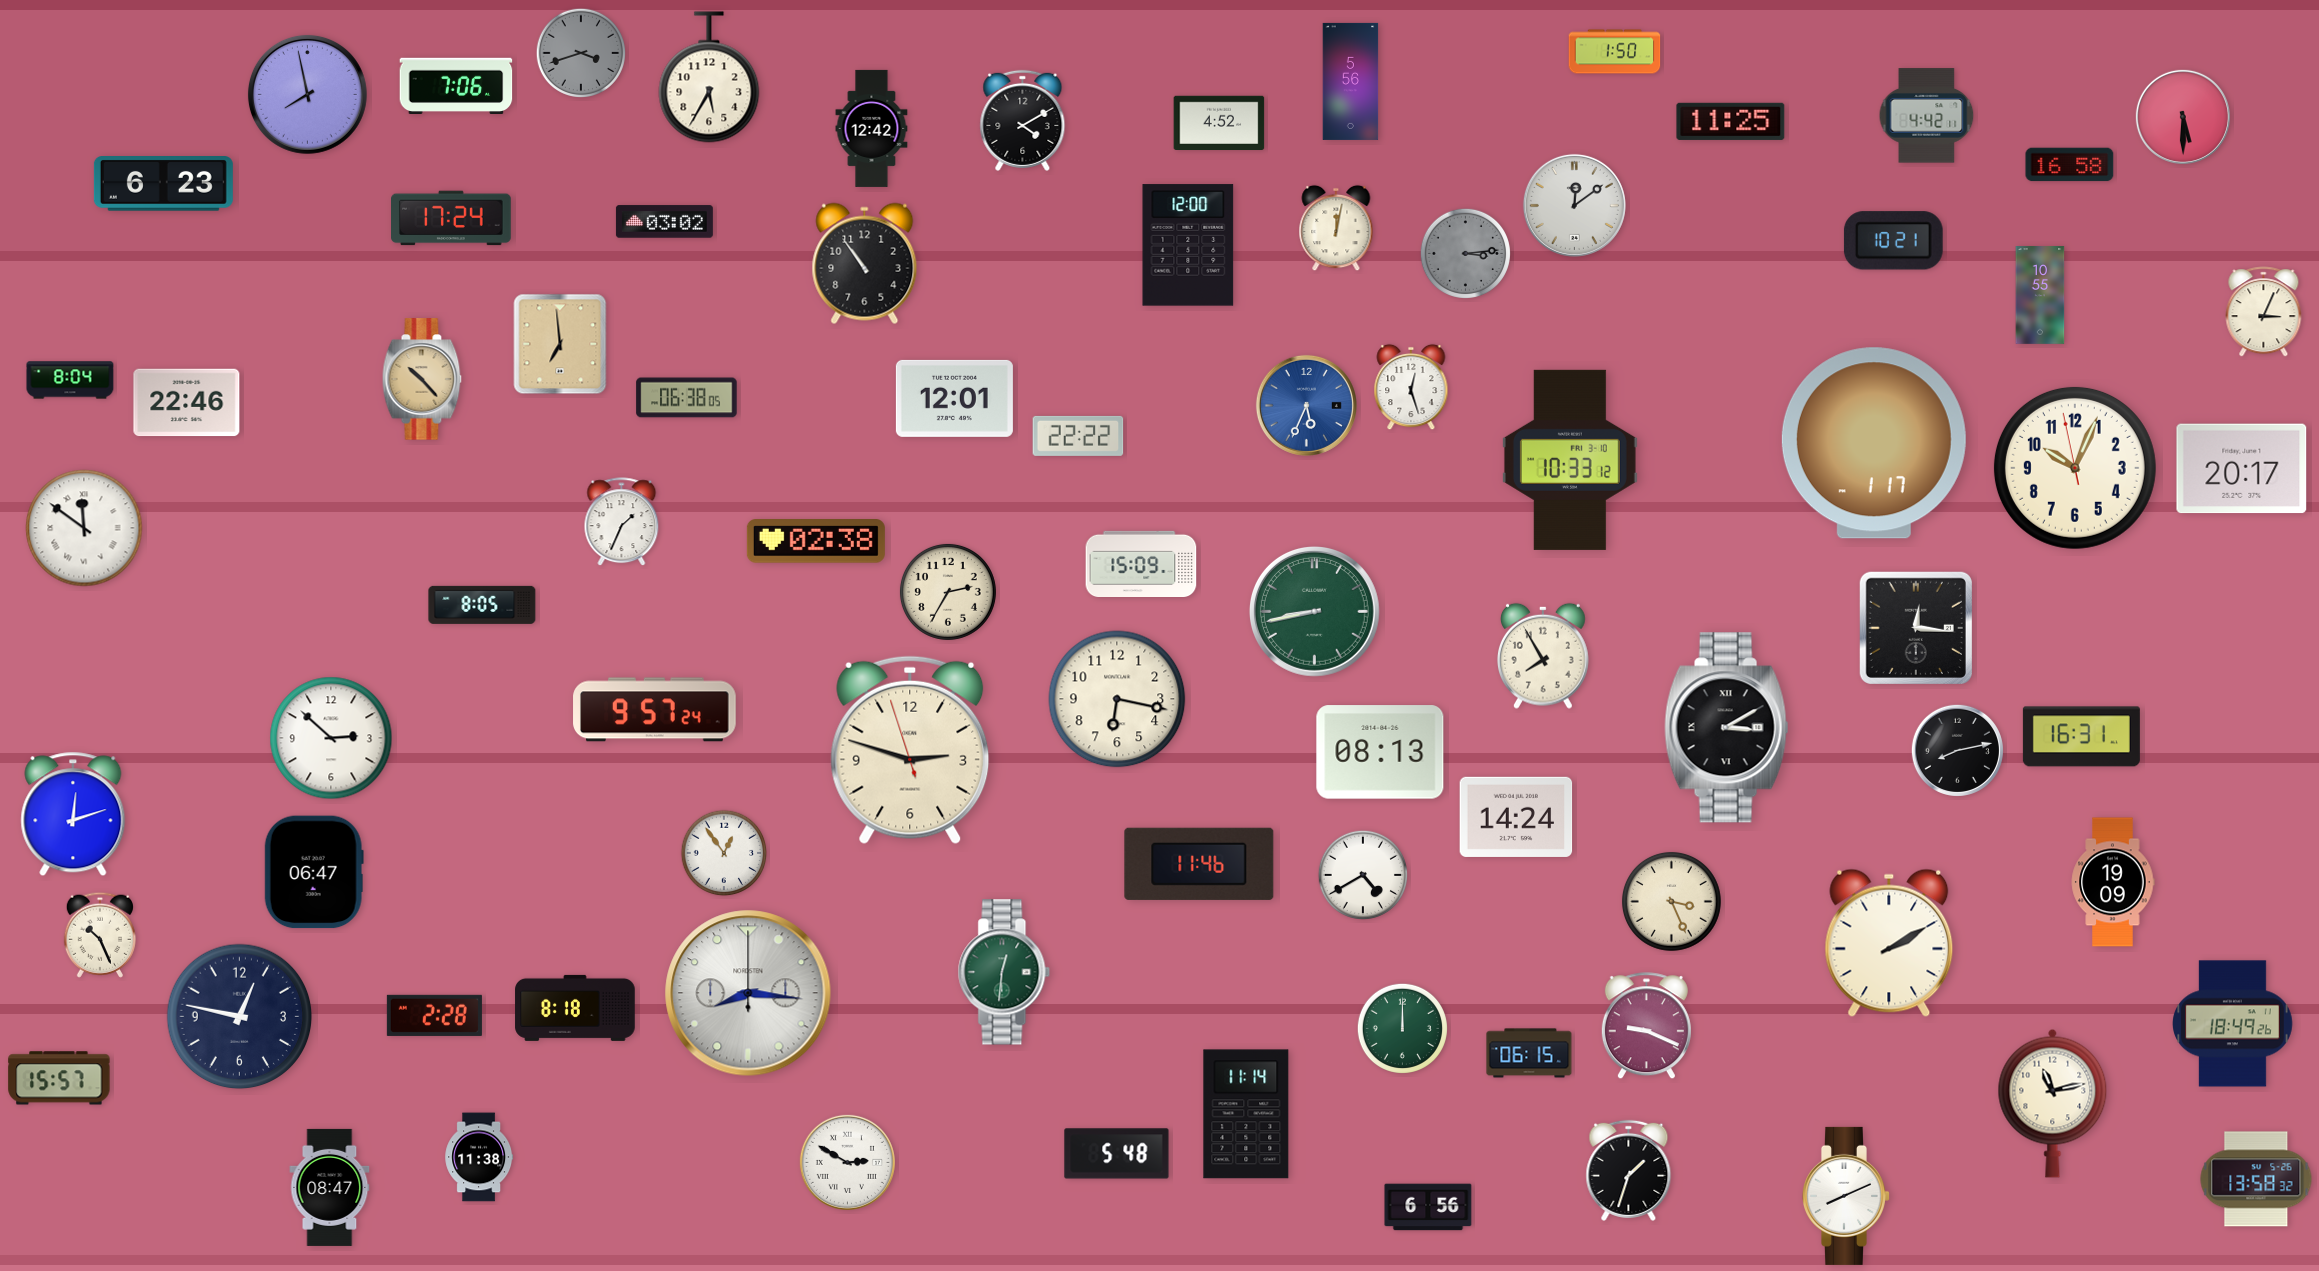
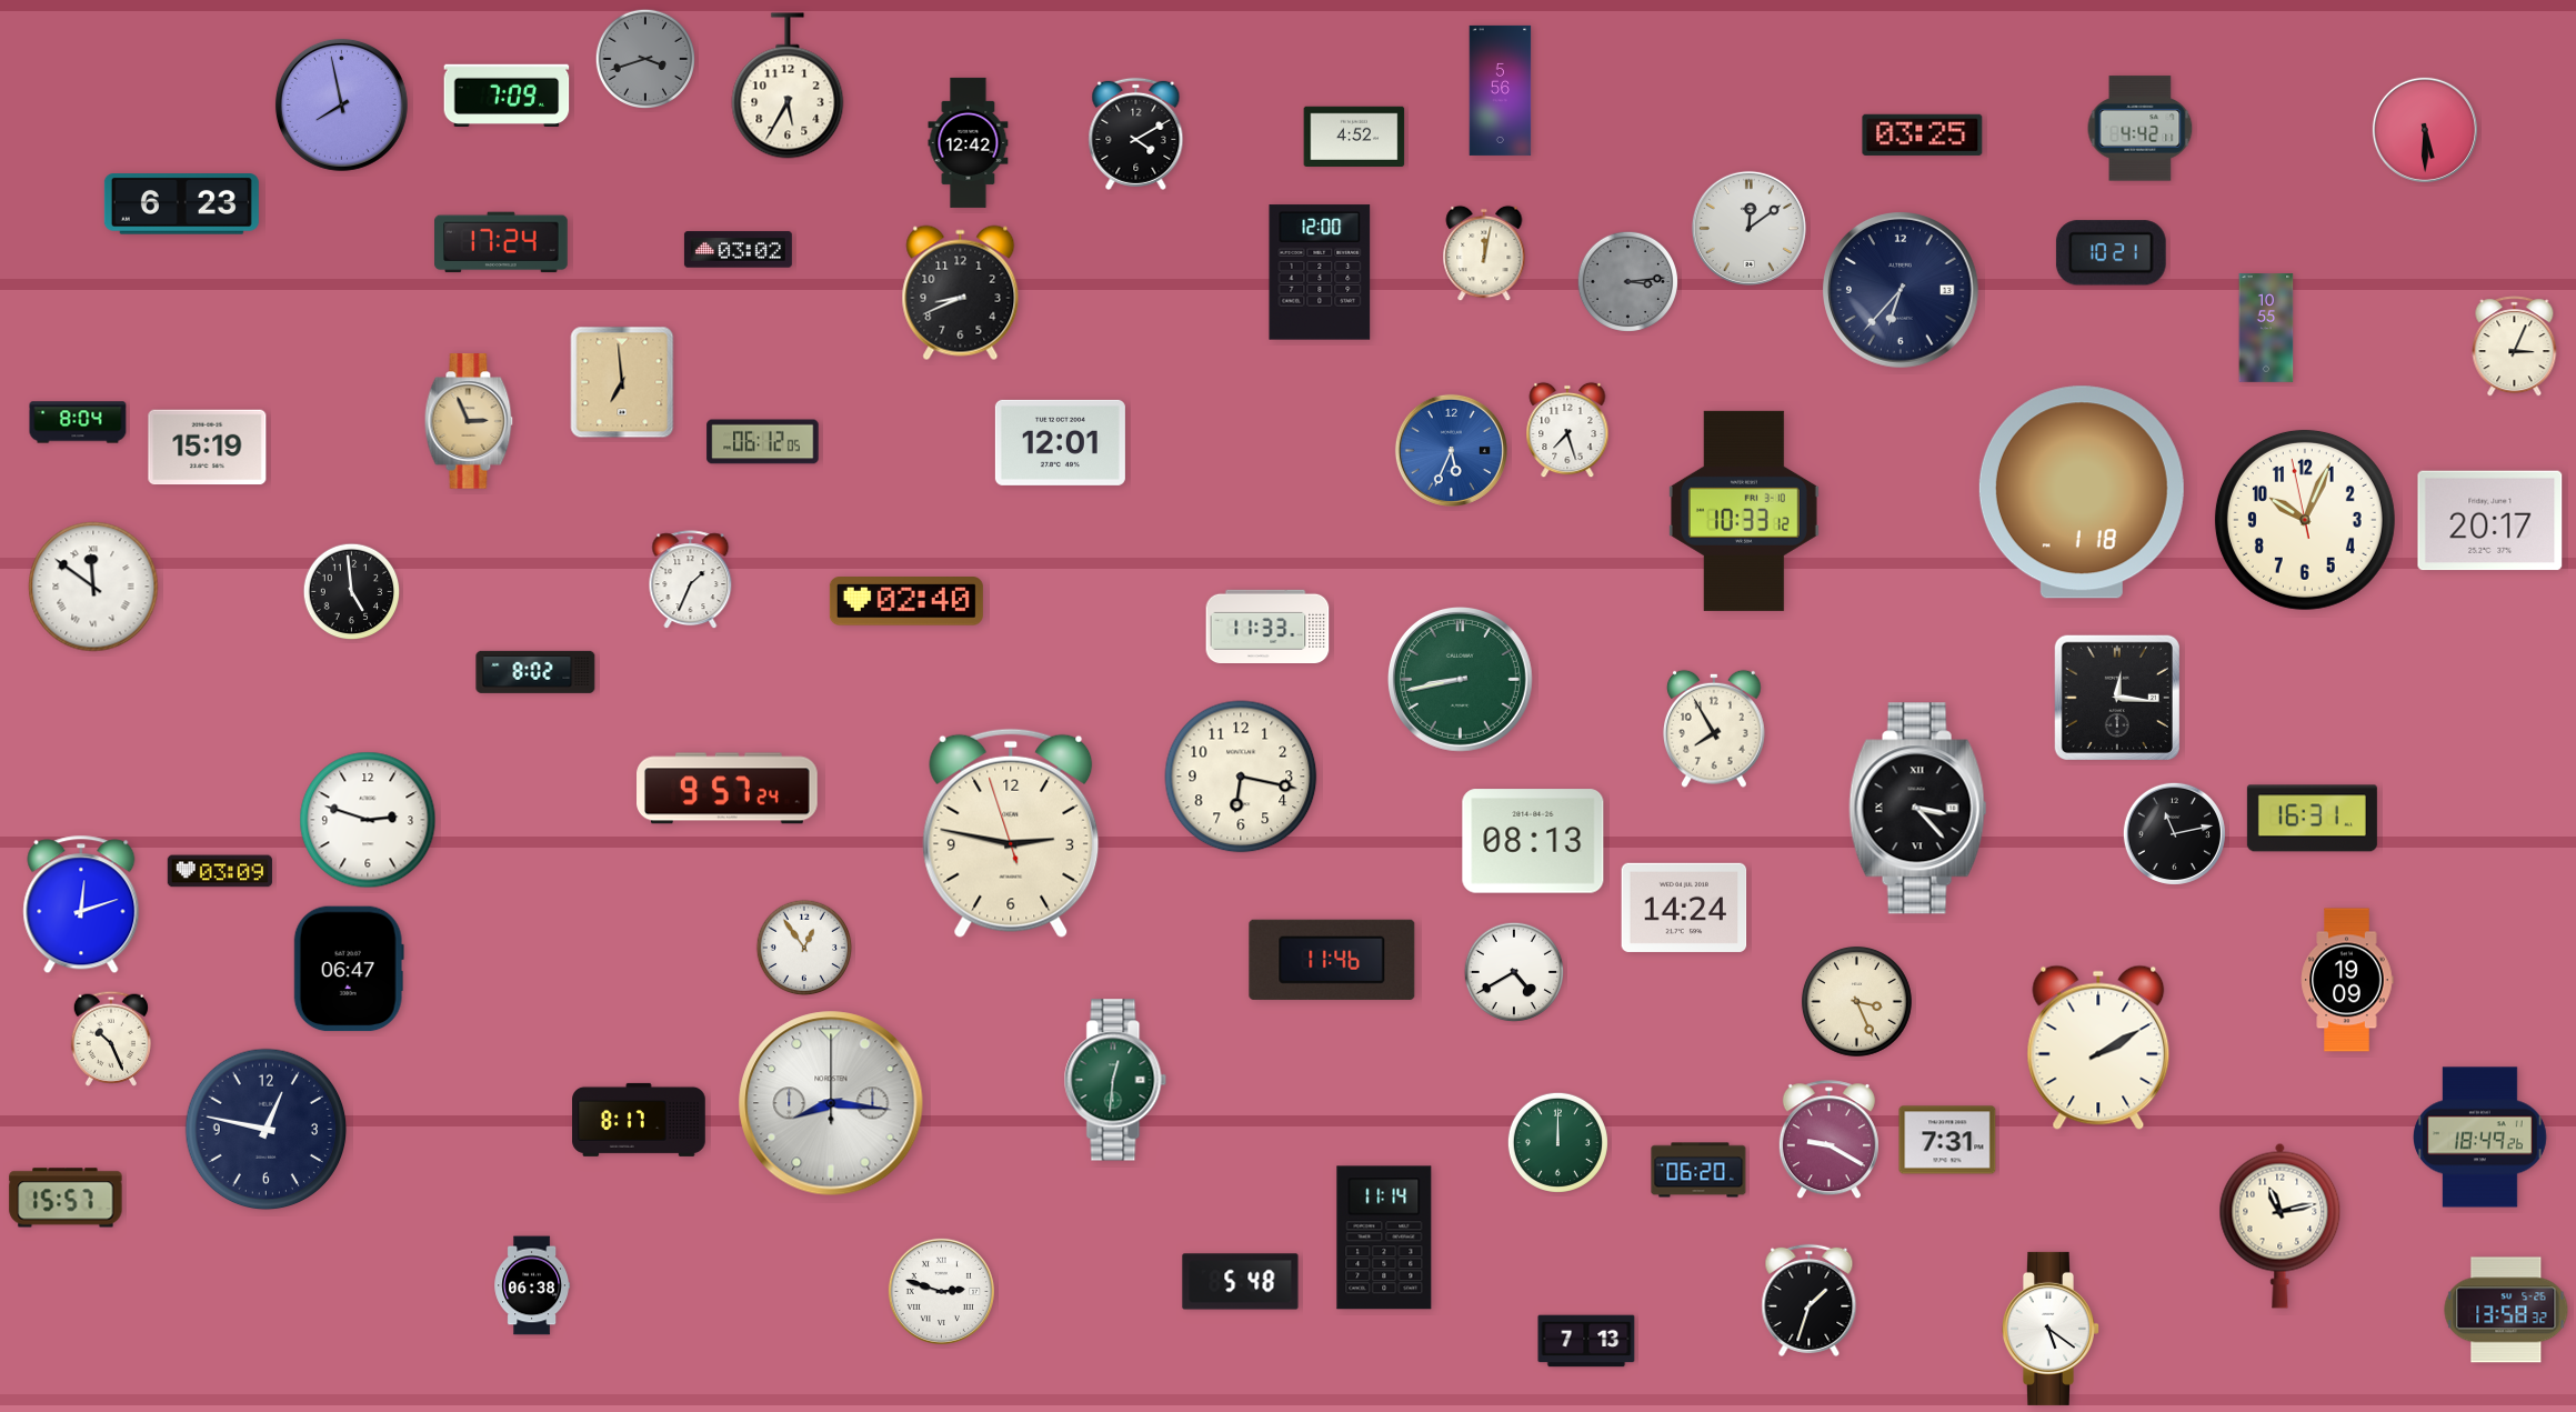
clock at (1615, 52): 1:50 -> none
clock at (456, 85): 7:06 -> 7:09
clock at (1731, 121): 11:25 -> 03:25
clock at (2070, 165): 16:58 -> none
clock at (664, 222) position: (664, 222) -> (738, 250)
clock at (1893, 241) position: (1893, 241) -> (2111, 253)
clock at (1902, 291): none -> 6:37
clock at (865, 264): 10:54 -> 8:41
clock at (422, 379): 10:23 -> 2:56
clock at (1411, 387): 12:27 -> 7:27
clock at (687, 398): 06:38 -> 06:12
clock at (187, 403): 22:46 -> 15:19
clock at (1078, 436): 22:22 -> none
clock at (1874, 443): 1:17 -> 1:18
clock at (352, 592): none -> 4:59
clock at (816, 541): 02:38 -> 02:40
clock at (1141, 563): 15:09 -> 11:33
clock at (948, 592): 2:35 -> none
clock at (482, 605): 8:05 -> 8:02
clock at (1916, 628) position: (1916, 628) -> (2117, 698)
clock at (1727, 728): 3:10 -> 3:23
clock at (331, 738): 2:52 -> 2:48
clock at (910, 750): 2:47 -> 2:46
clock at (1957, 750): 8:13 -> 11:13
clock at (1380, 752) position: (1380, 752) -> (1533, 841)
clock at (220, 871): none -> 03:09
clock at (575, 1008): 8:18 -> 8:17
clock at (434, 1015): 2:28 -> none
clock at (1646, 1026): 9:19 -> 9:20
clock at (1947, 1140): none -> 7:31
clock at (1529, 1053): 06:15 -> 06:20
clock at (479, 1157): 11:38 -> 06:38
clock at (847, 1162): 2:50 -> 2:48
clock at (330, 1187): 08:47 -> none
clock at (1846, 1196): 8:11 -> 5:21
clock at (1428, 1207): 6:56 -> 7:13
